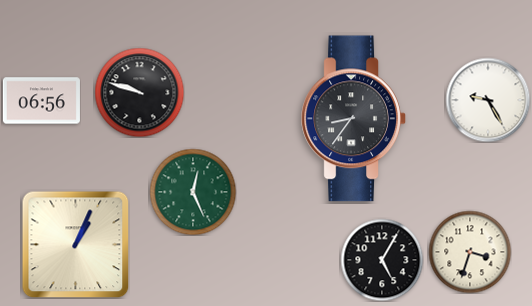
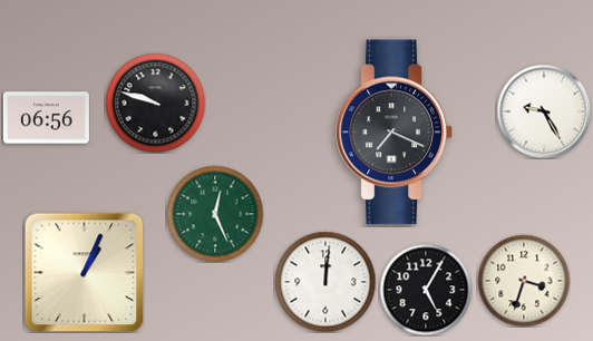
clock at (41, 101) position: (41, 101) -> (46, 118)
clock at (354, 119): 8:36 -> 7:19
clock at (325, 282): none -> 12:01
